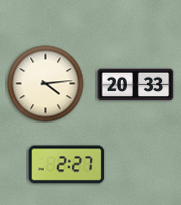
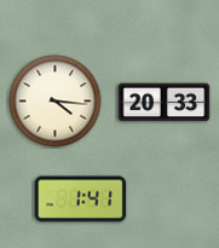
clock at (46, 84): 4:14 -> 4:16
clock at (67, 165): 2:27 -> 1:41
